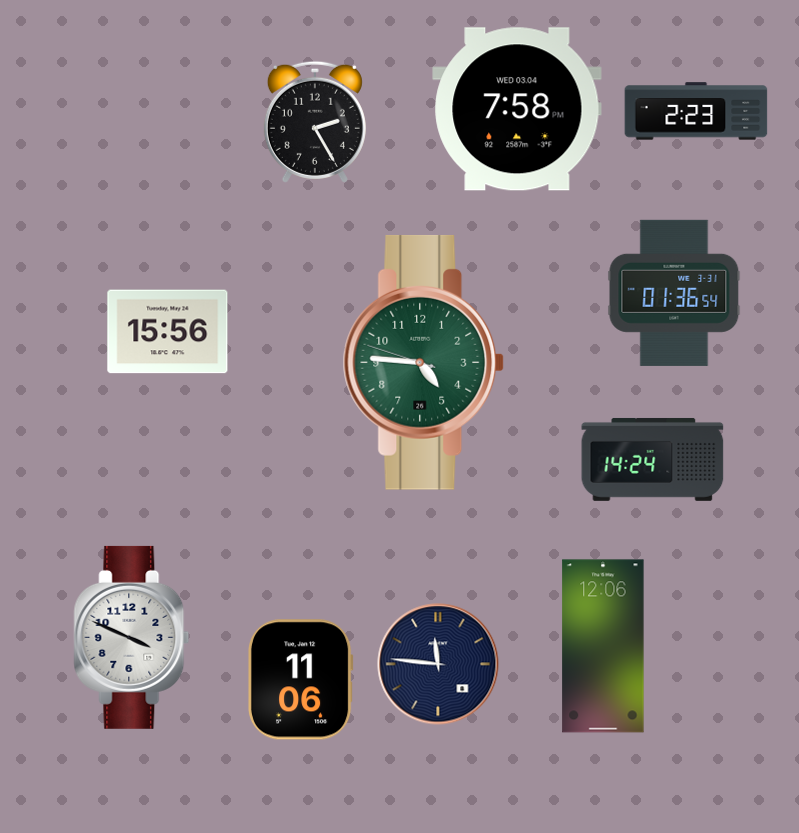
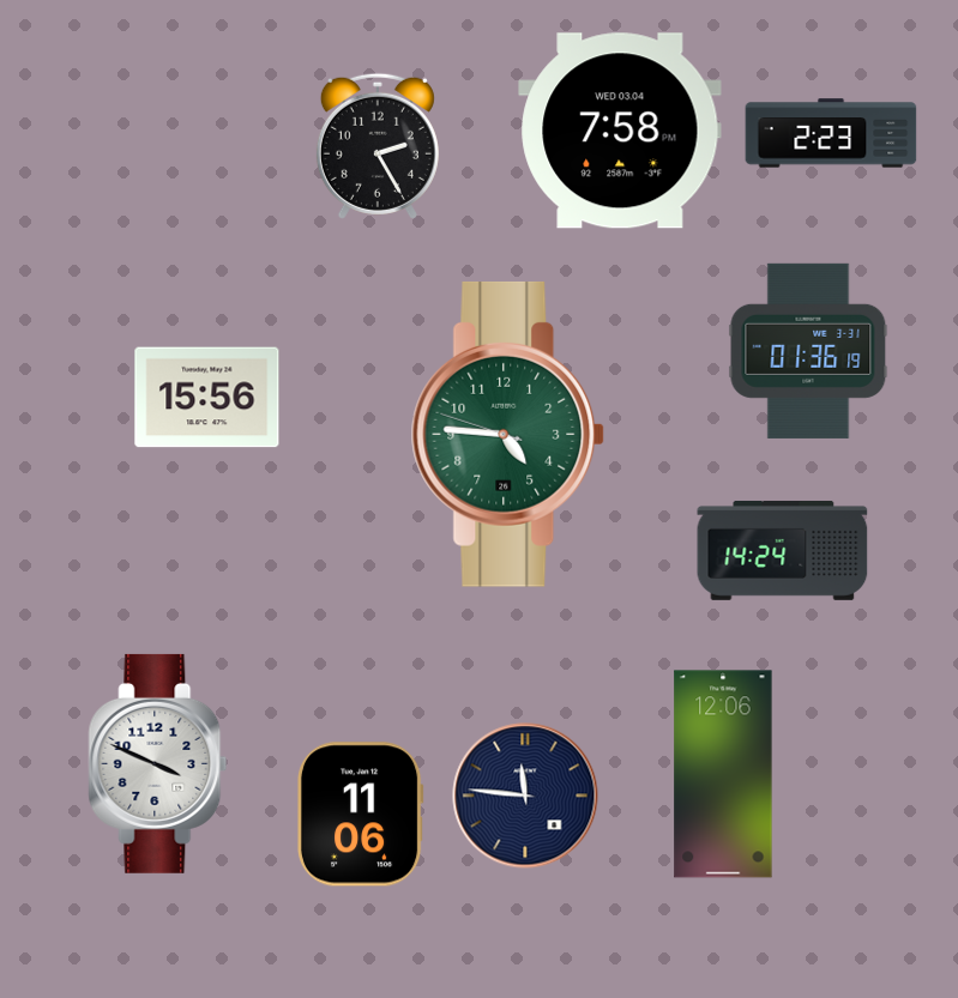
clock at (696, 111) position: (696, 111) -> (831, 133)
clock at (674, 293): 01:36:54 -> 01:36:19
clock at (168, 332) position: (168, 332) -> (207, 398)
